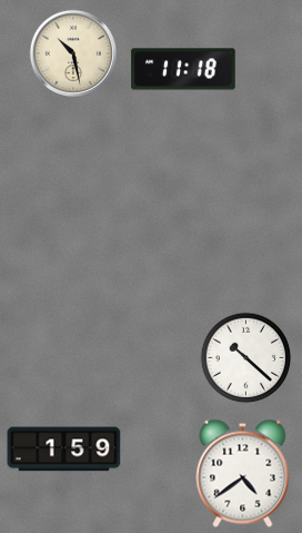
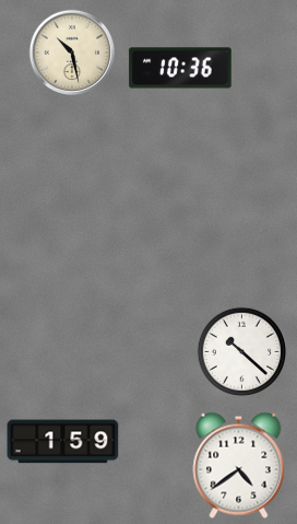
clock at (183, 69): 11:18 -> 10:36
